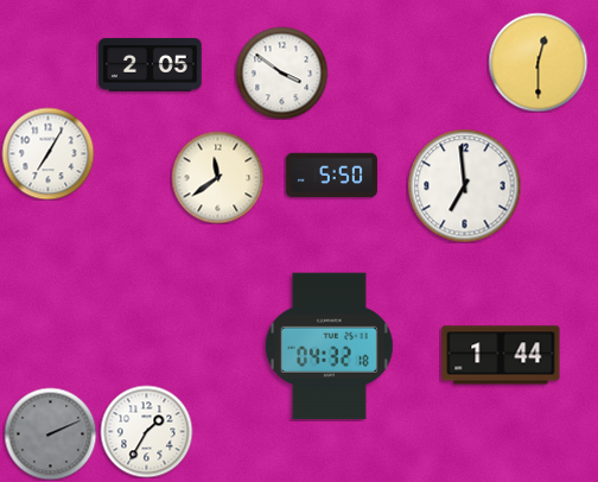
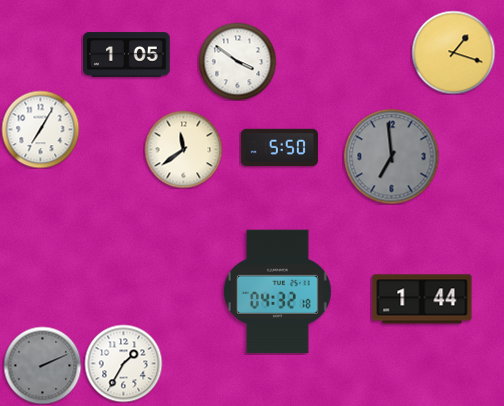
clock at (537, 62): 12:30 -> 1:18
clock at (151, 65): 2:05 -> 1:05
clock at (464, 185) dial: white -> grey
